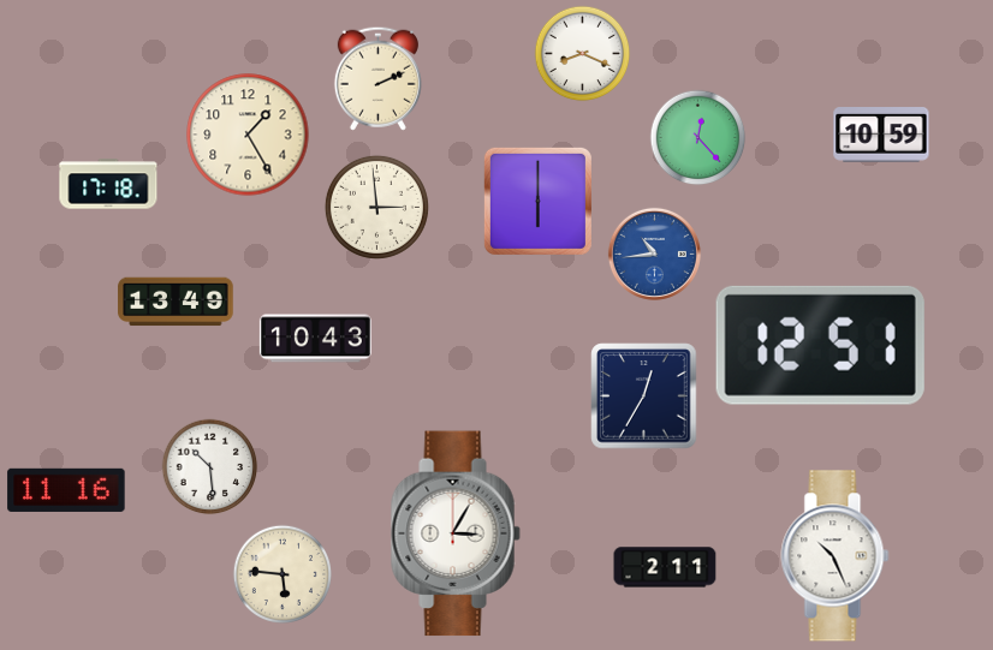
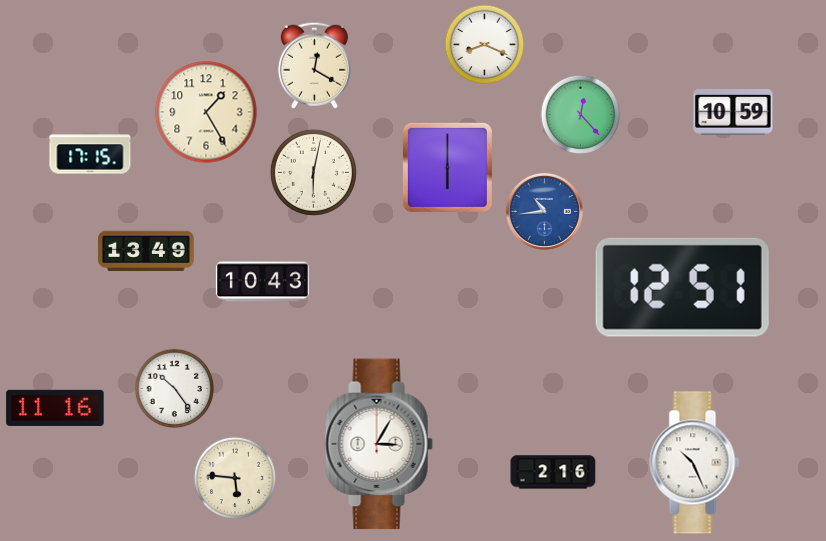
clock at (377, 78): 2:11 -> 12:20
clock at (108, 184): 17:18 -> 17:15
clock at (376, 207): 2:59 -> 6:02
clock at (644, 396): 12:35 -> none
clock at (210, 467): 10:29 -> 10:24
clock at (665, 567): 2:11 -> 2:16
